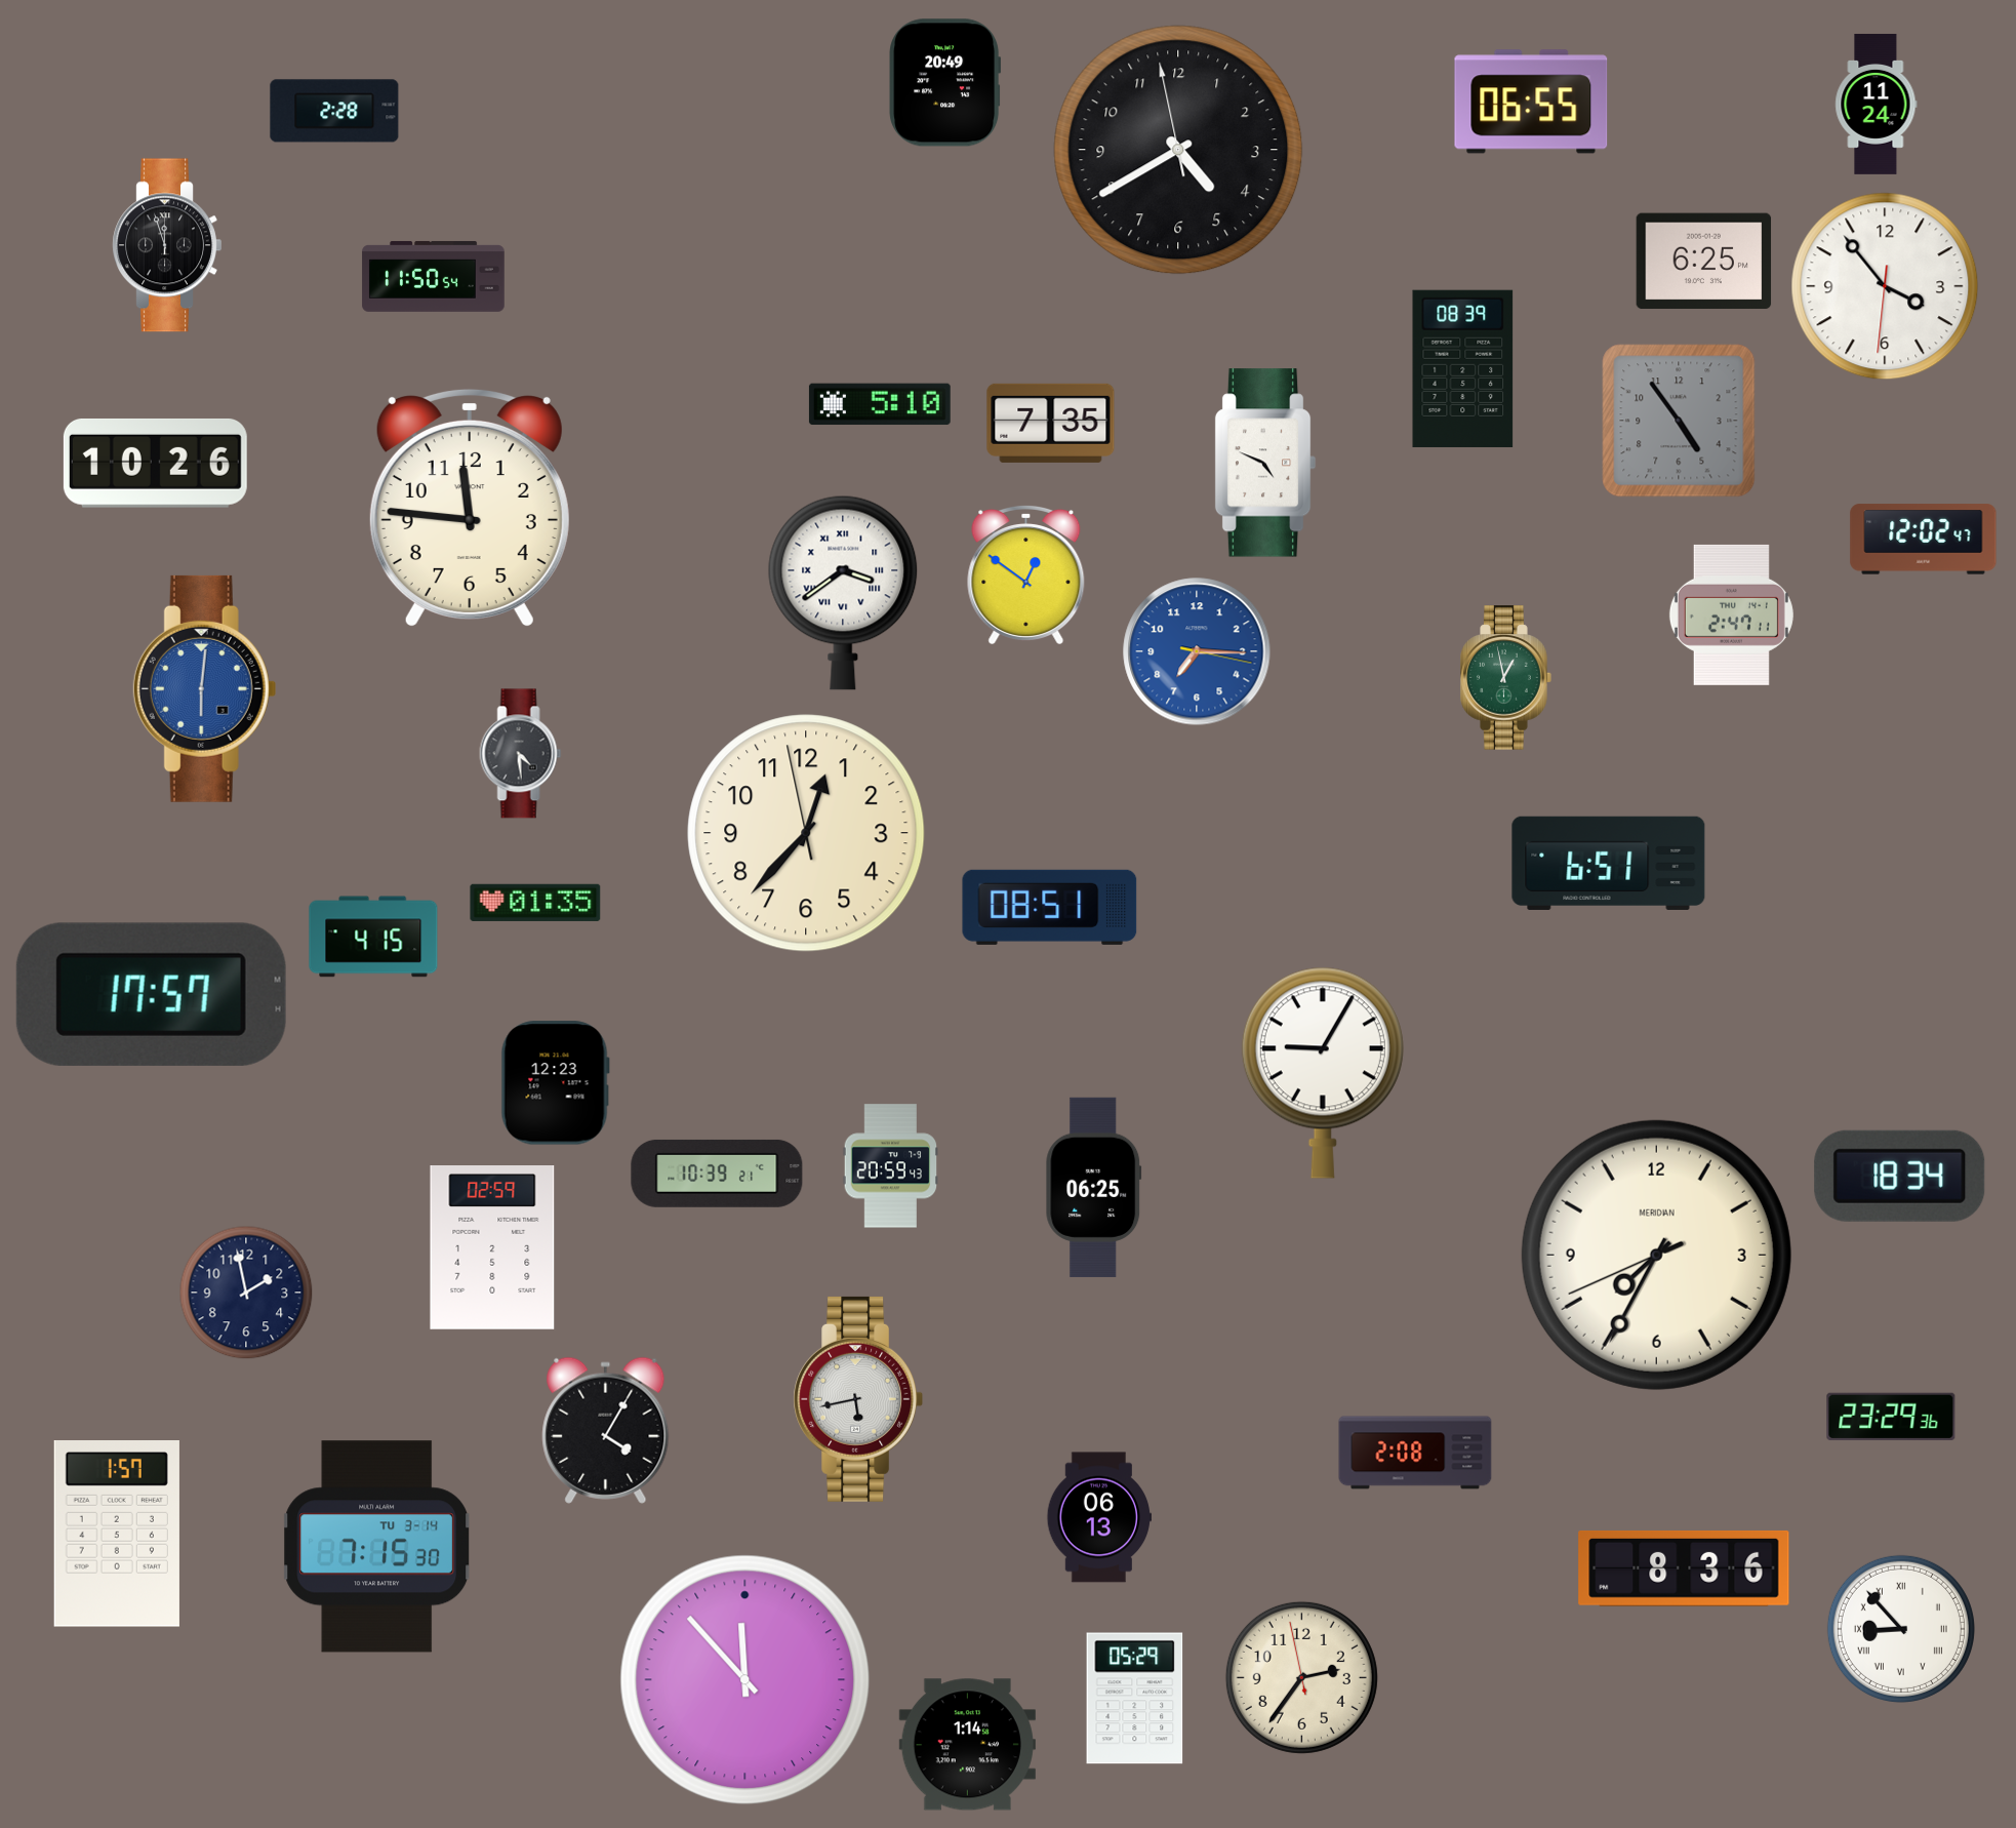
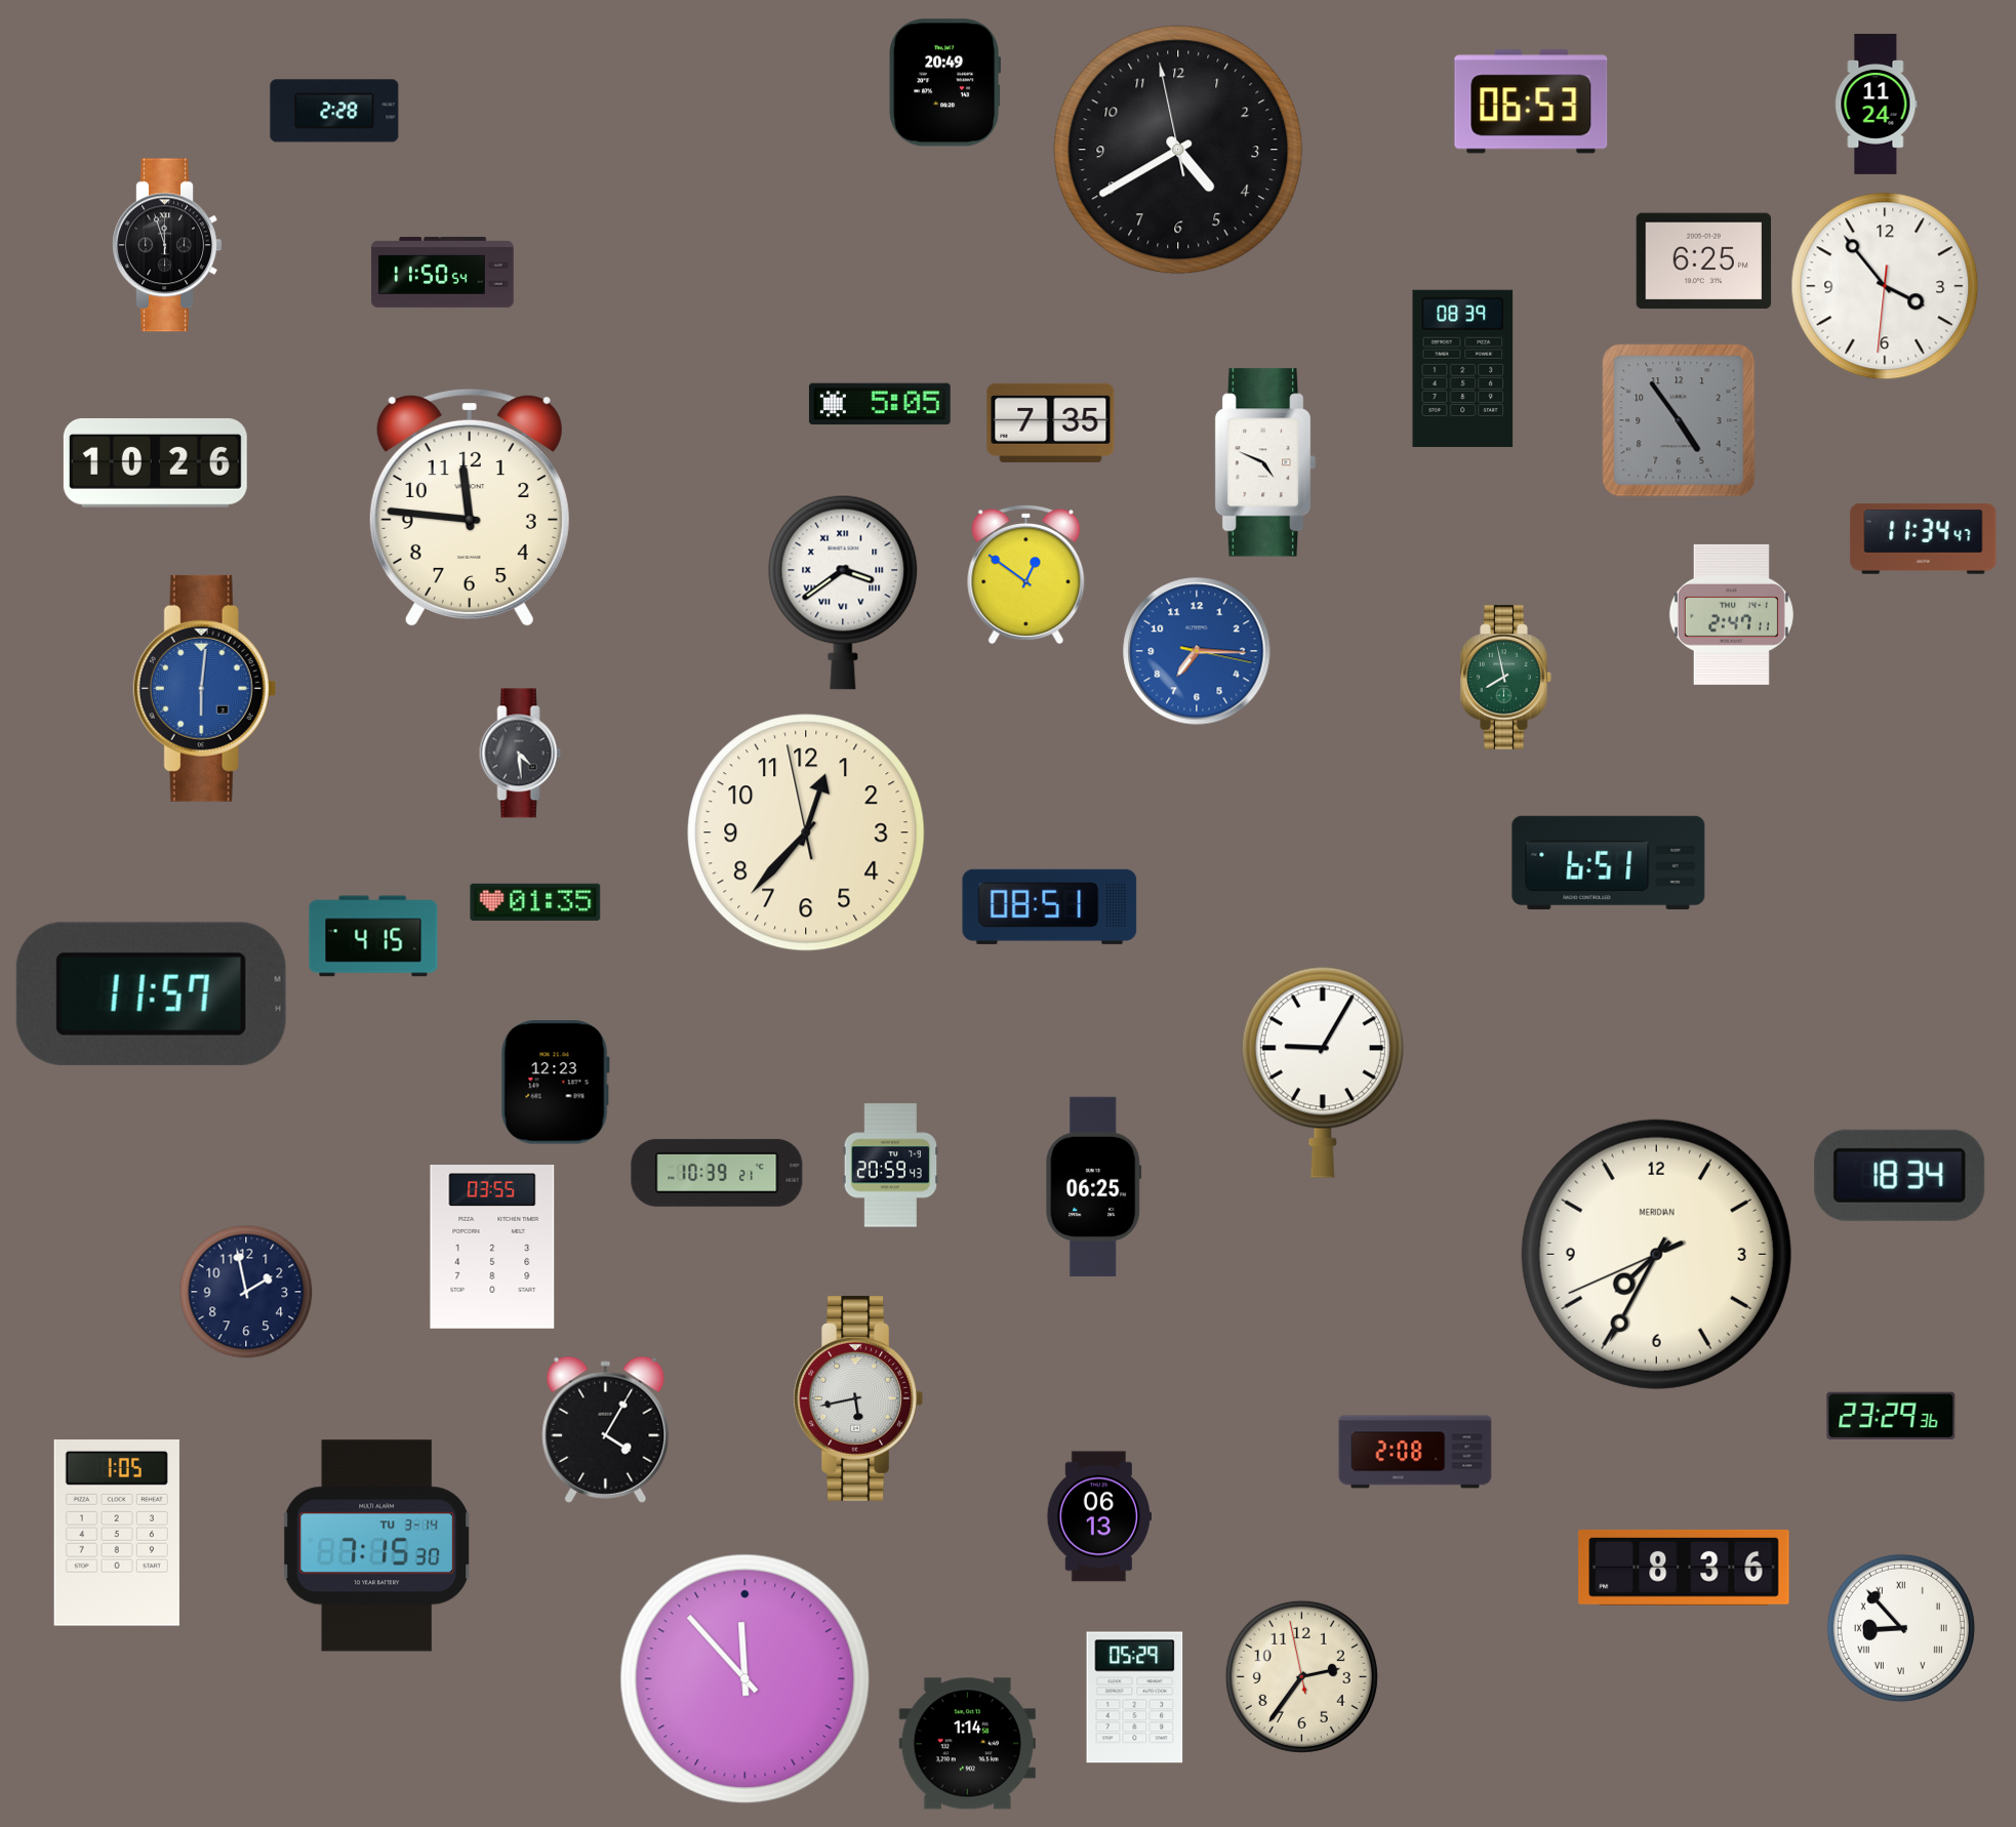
clock at (1531, 102): 06:55 -> 06:53
clock at (434, 276) position: (434, 276) -> (443, 272)
clock at (880, 404): 5:10 -> 5:05
clock at (1924, 540): 12:02 -> 11:34
clock at (1506, 678): 12:58 -> 7:58
clock at (151, 994): 17:57 -> 11:57
clock at (492, 1248): 02:59 -> 03:55
clock at (117, 1535): 1:57 -> 1:05
